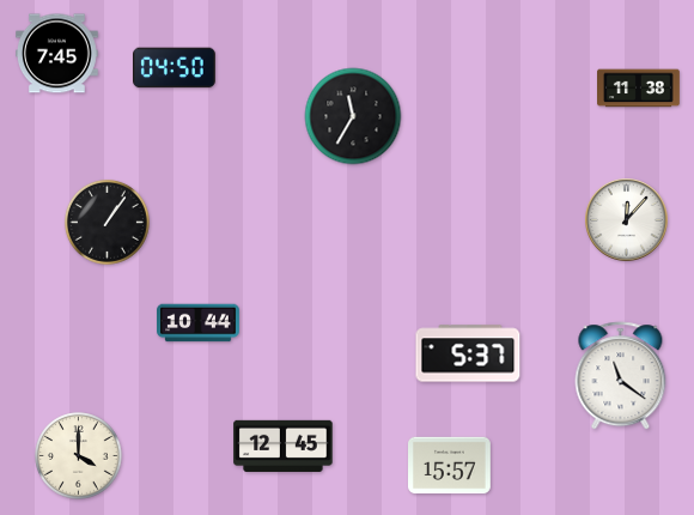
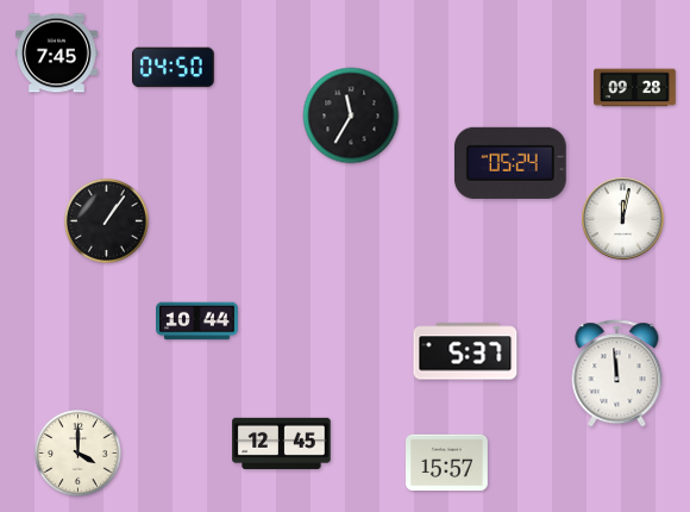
clock at (639, 89): 11:38 -> 09:28
clock at (510, 163): none -> 05:24
clock at (627, 220): 12:07 -> 12:02
clock at (621, 376): 11:21 -> 11:59
